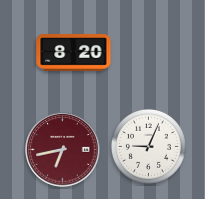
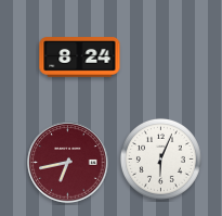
clock at (74, 53): 8:20 -> 8:24
clock at (148, 146): 9:04 -> 6:04
